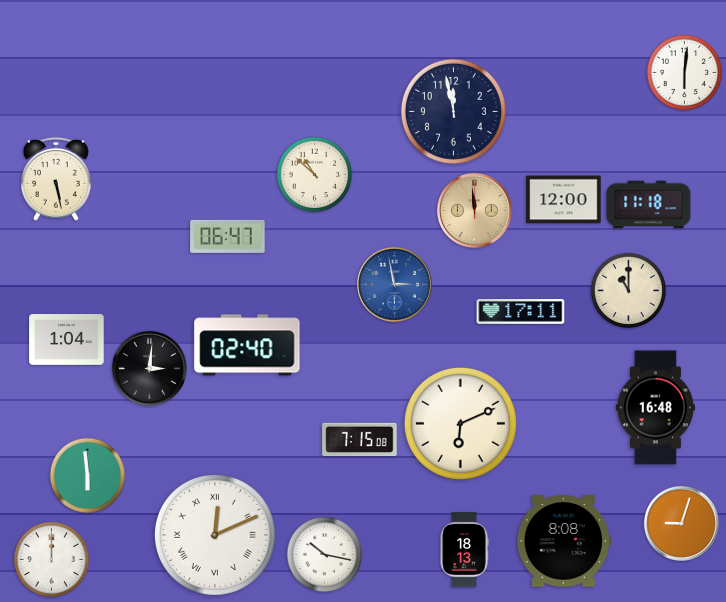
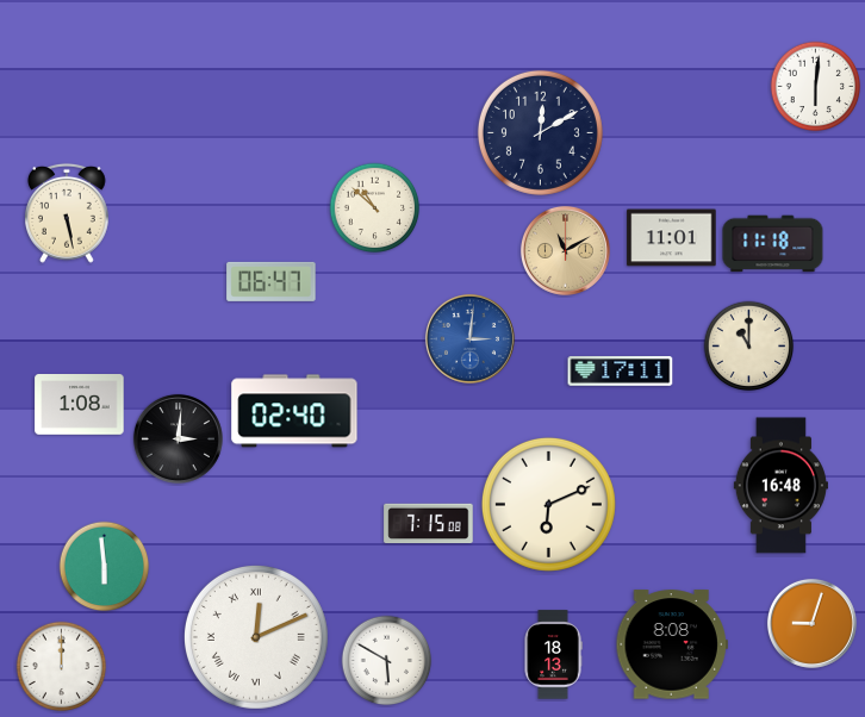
clock at (453, 111): 11:58 -> 12:10
clock at (564, 200): 12:00 -> 11:01
clock at (474, 210): 11:59 -> 11:10
clock at (394, 284): 2:58 -> 3:01
clock at (67, 340): 1:04 -> 1:08
clock at (325, 555): 10:17 -> 5:50
